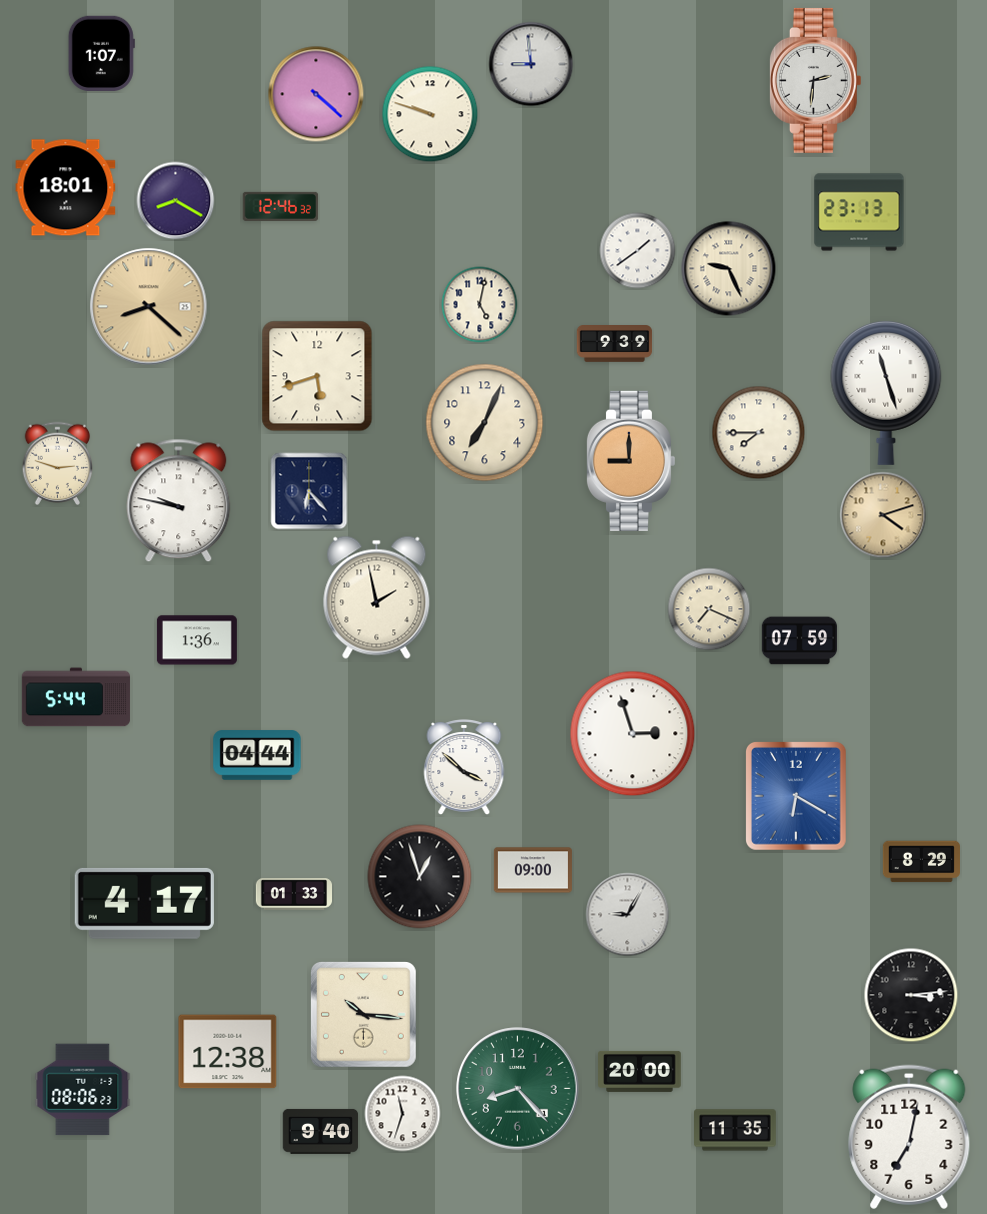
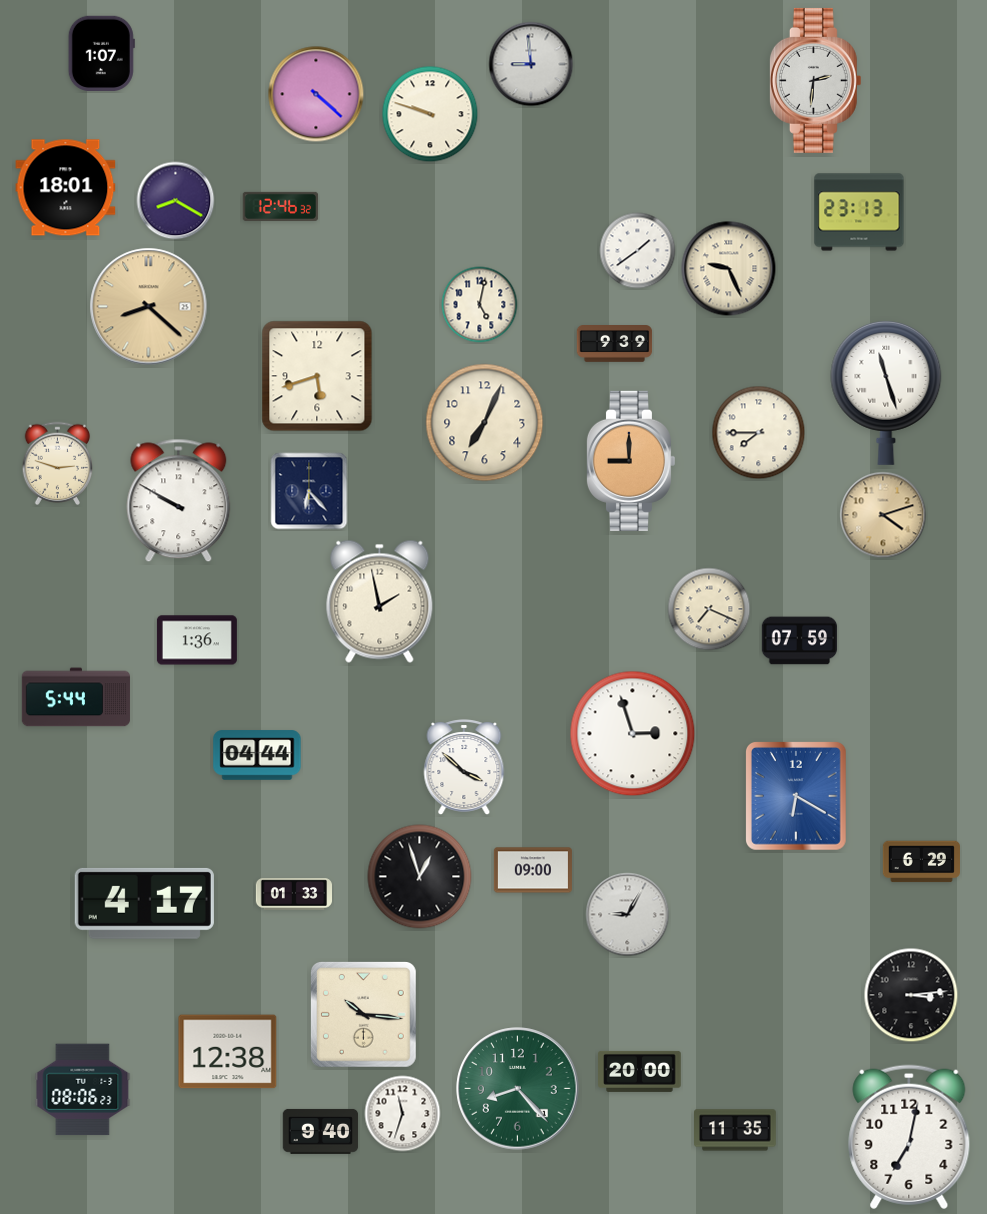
clock at (179, 501): 9:47 -> 9:50
clock at (377, 597) position: (377, 597) -> (380, 601)
clock at (921, 862): 8:29 -> 6:29
